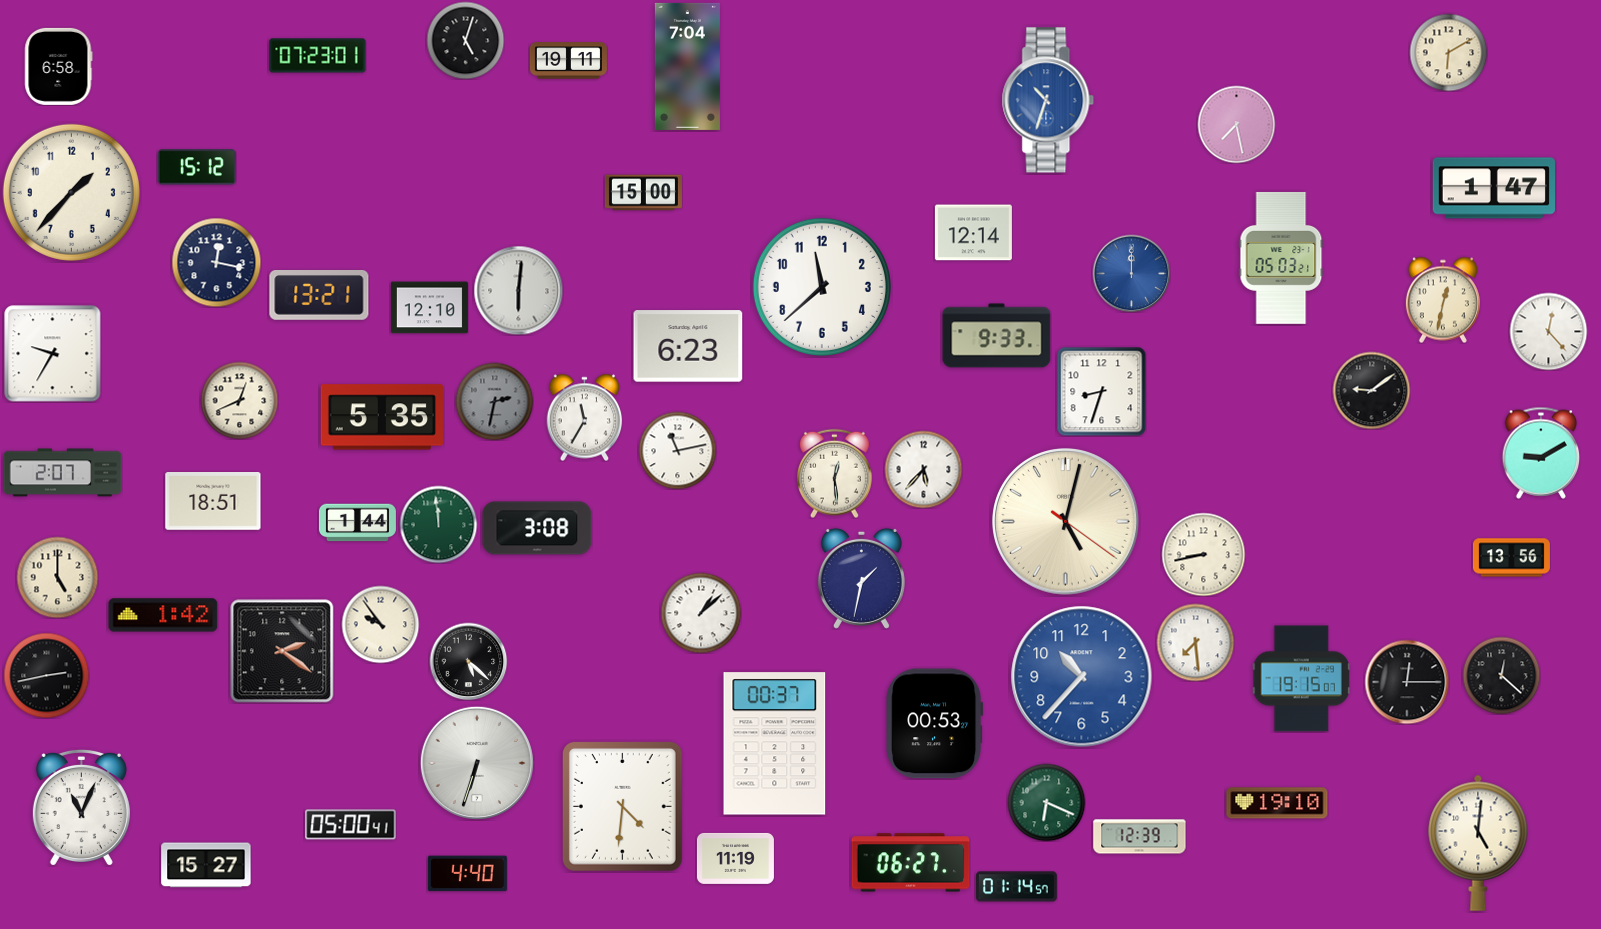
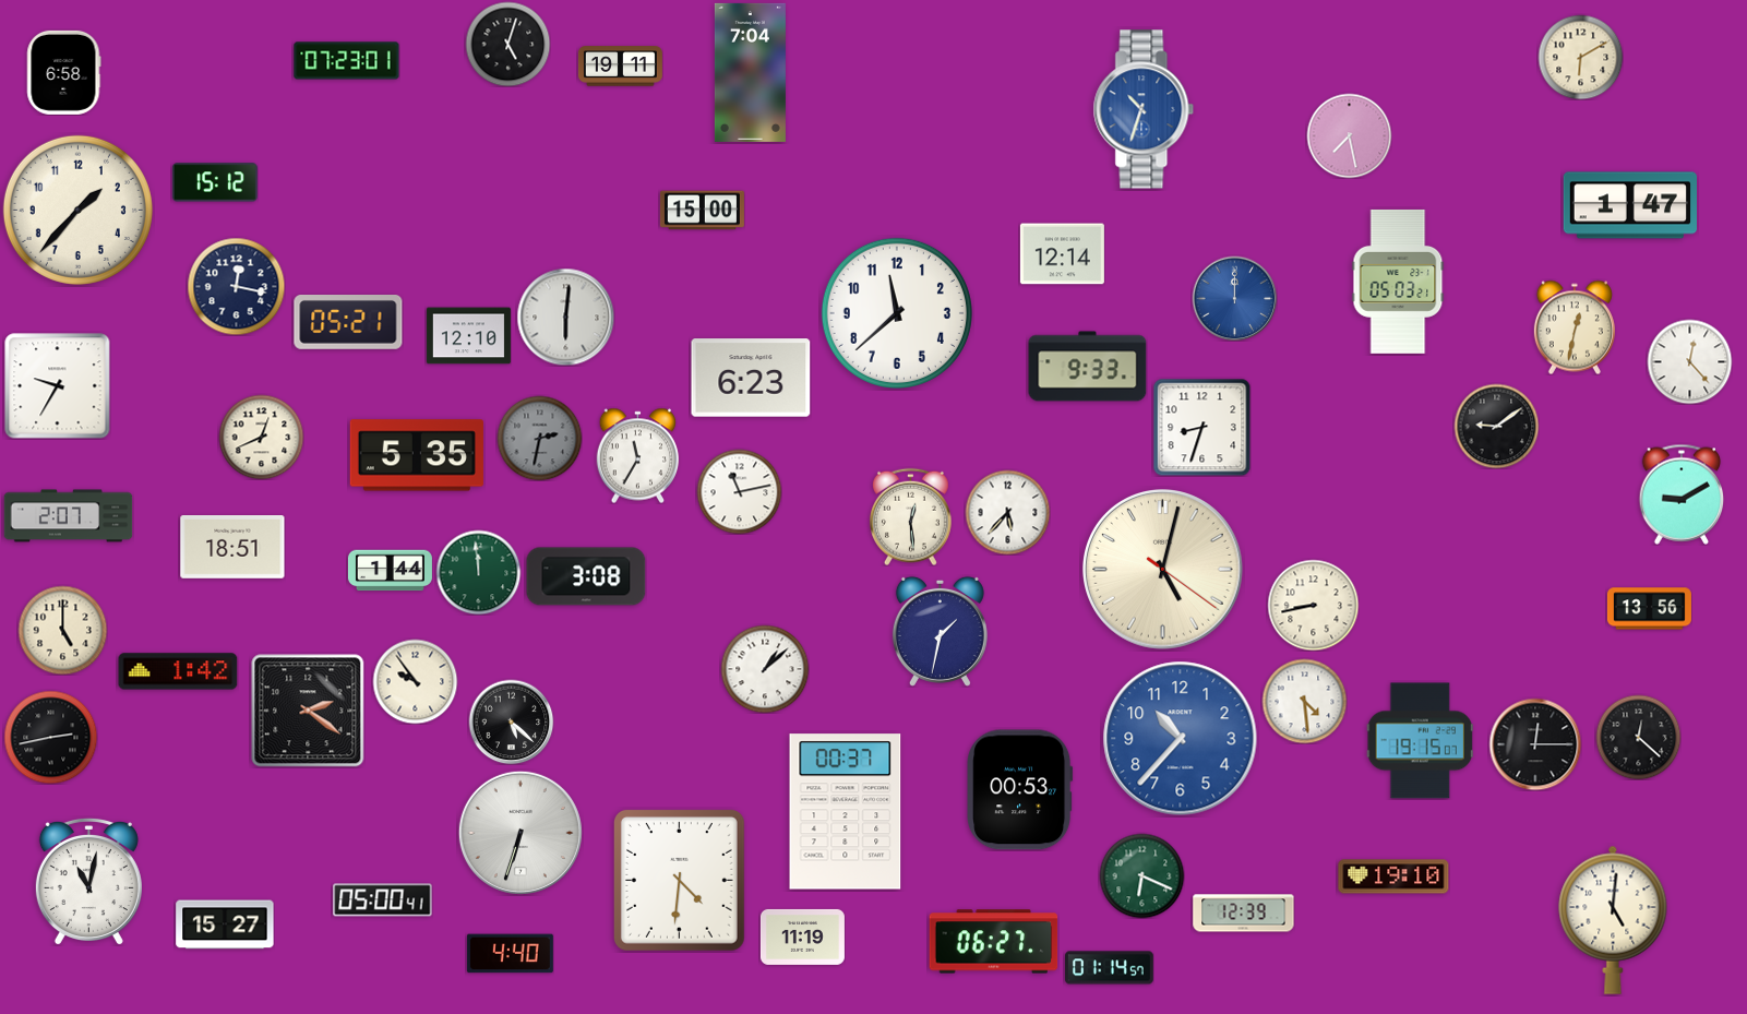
clock at (319, 296): 13:21 -> 05:21
clock at (1195, 642): 7:29 -> 4:29
clock at (81, 807): 11:04 -> 11:02
clock at (206, 865) position: (206, 865) -> (225, 924)
